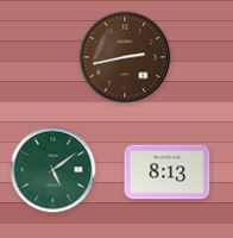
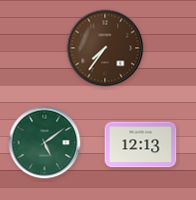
clock at (125, 57): 2:43 -> 7:36
clock at (168, 173): 8:13 -> 12:13
